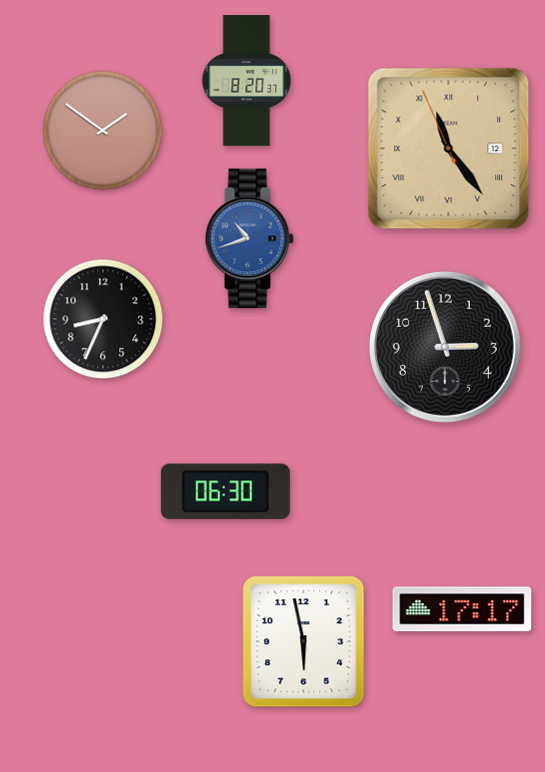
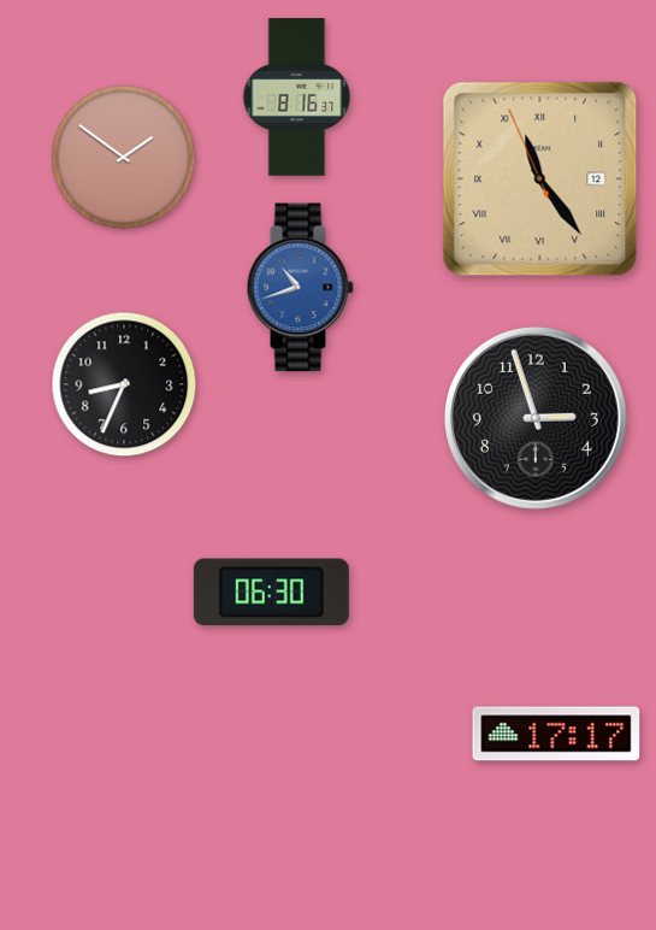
clock at (247, 81): 8:20 -> 8:16
clock at (304, 642): 5:58 -> none
